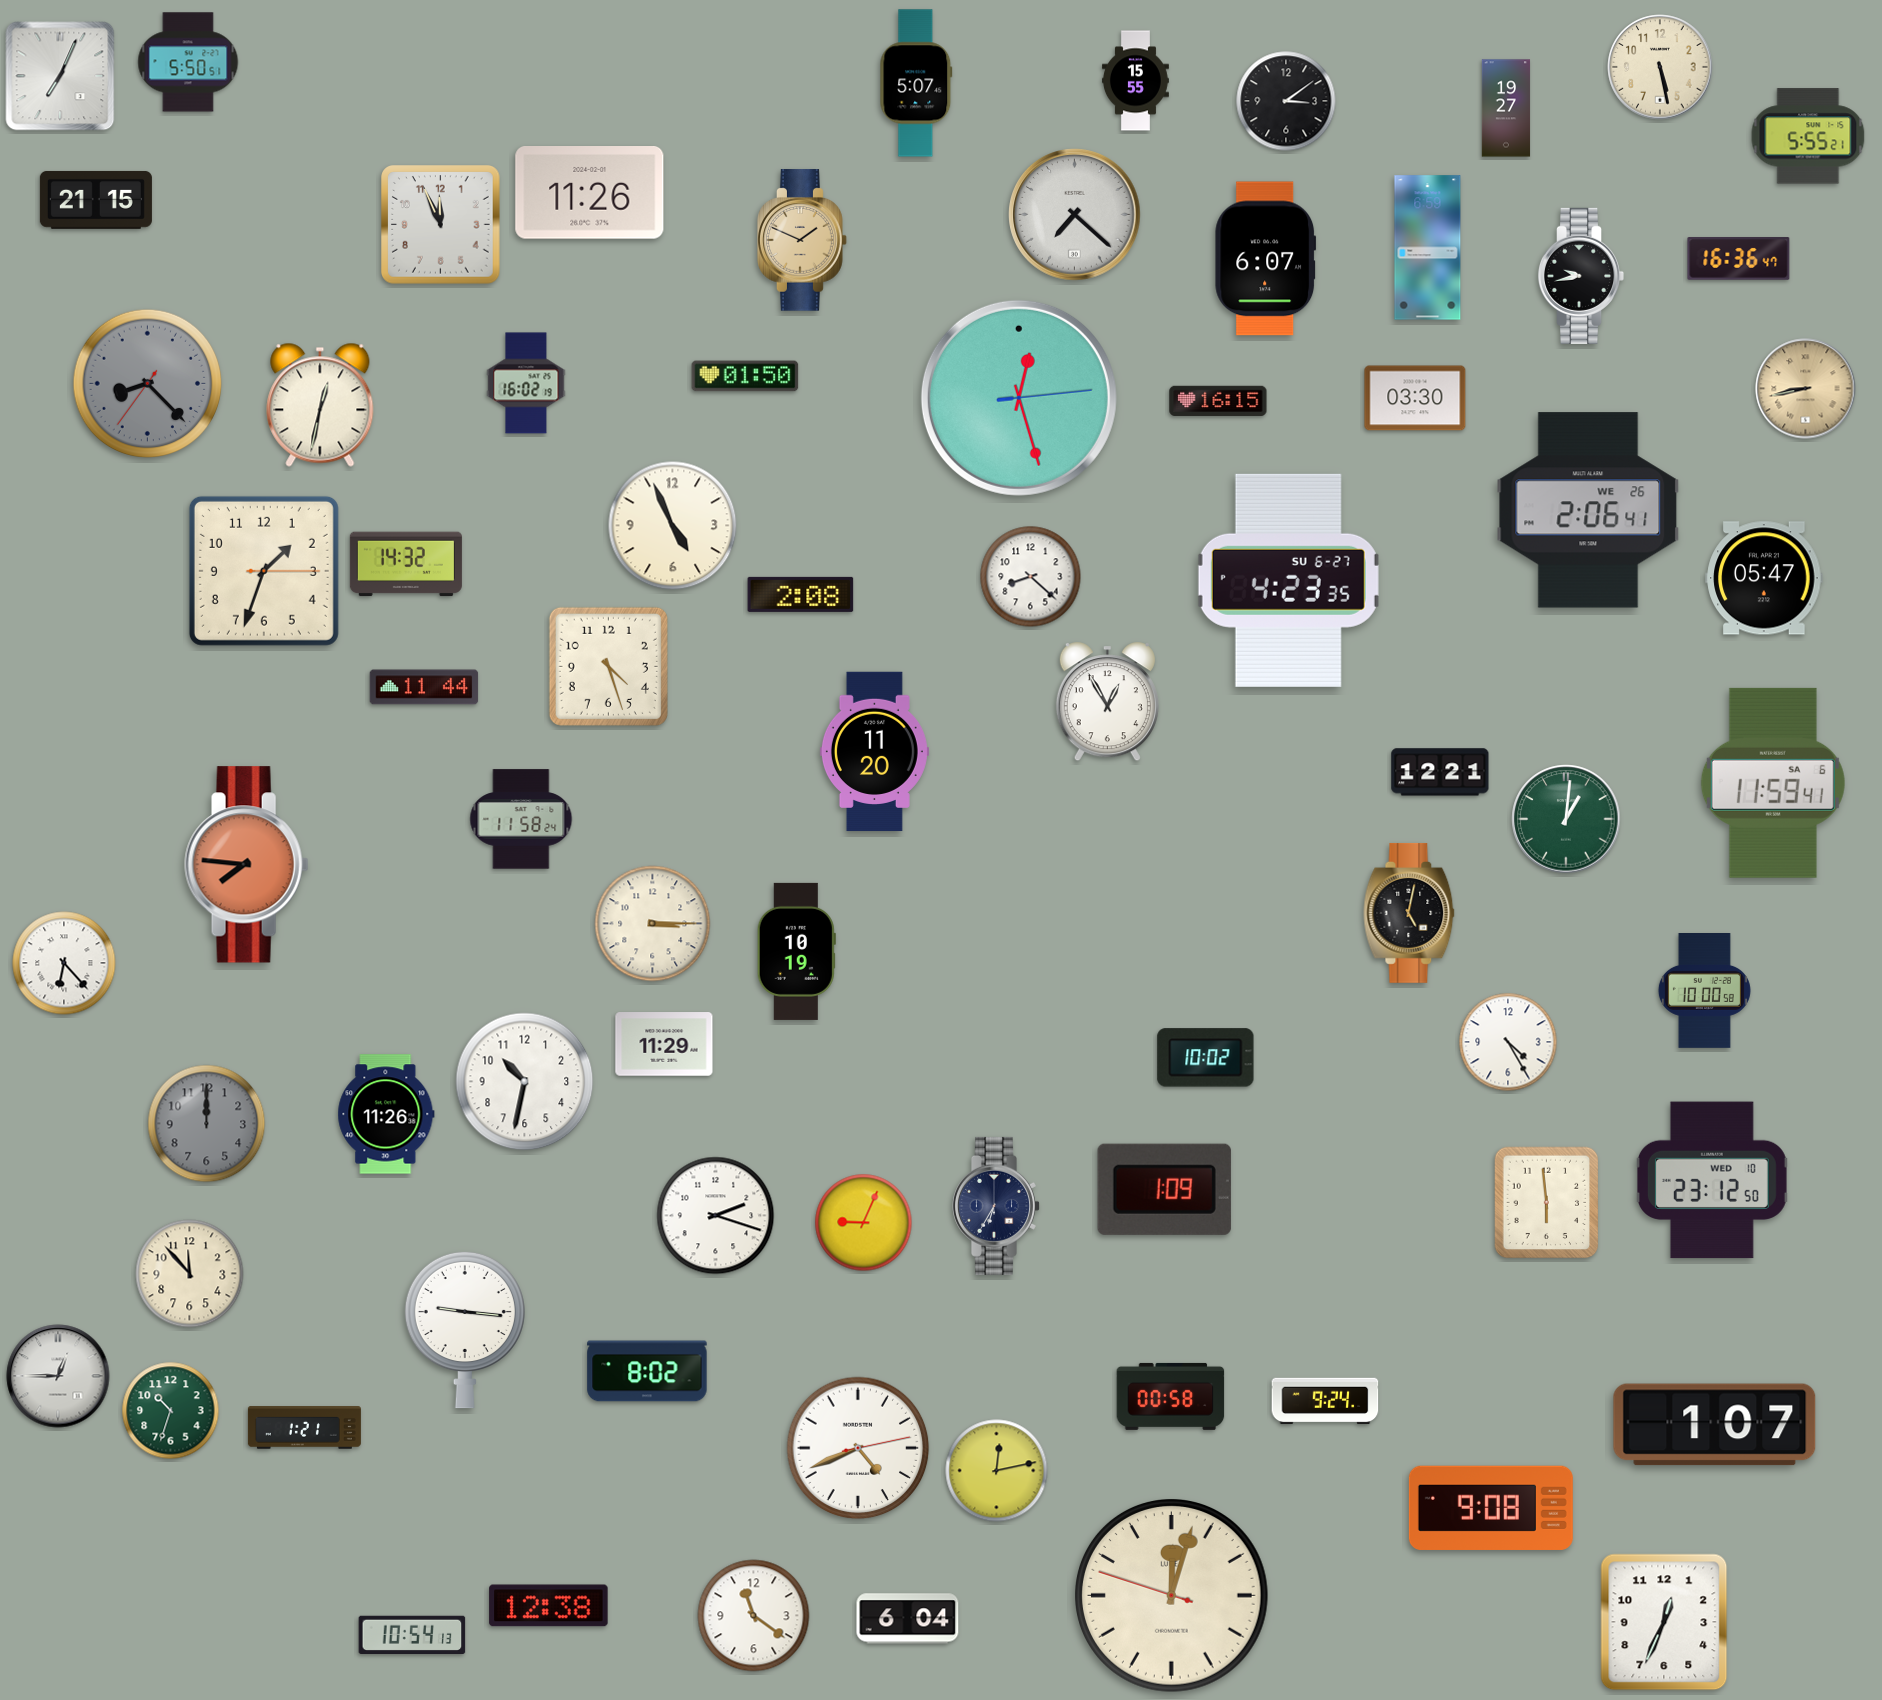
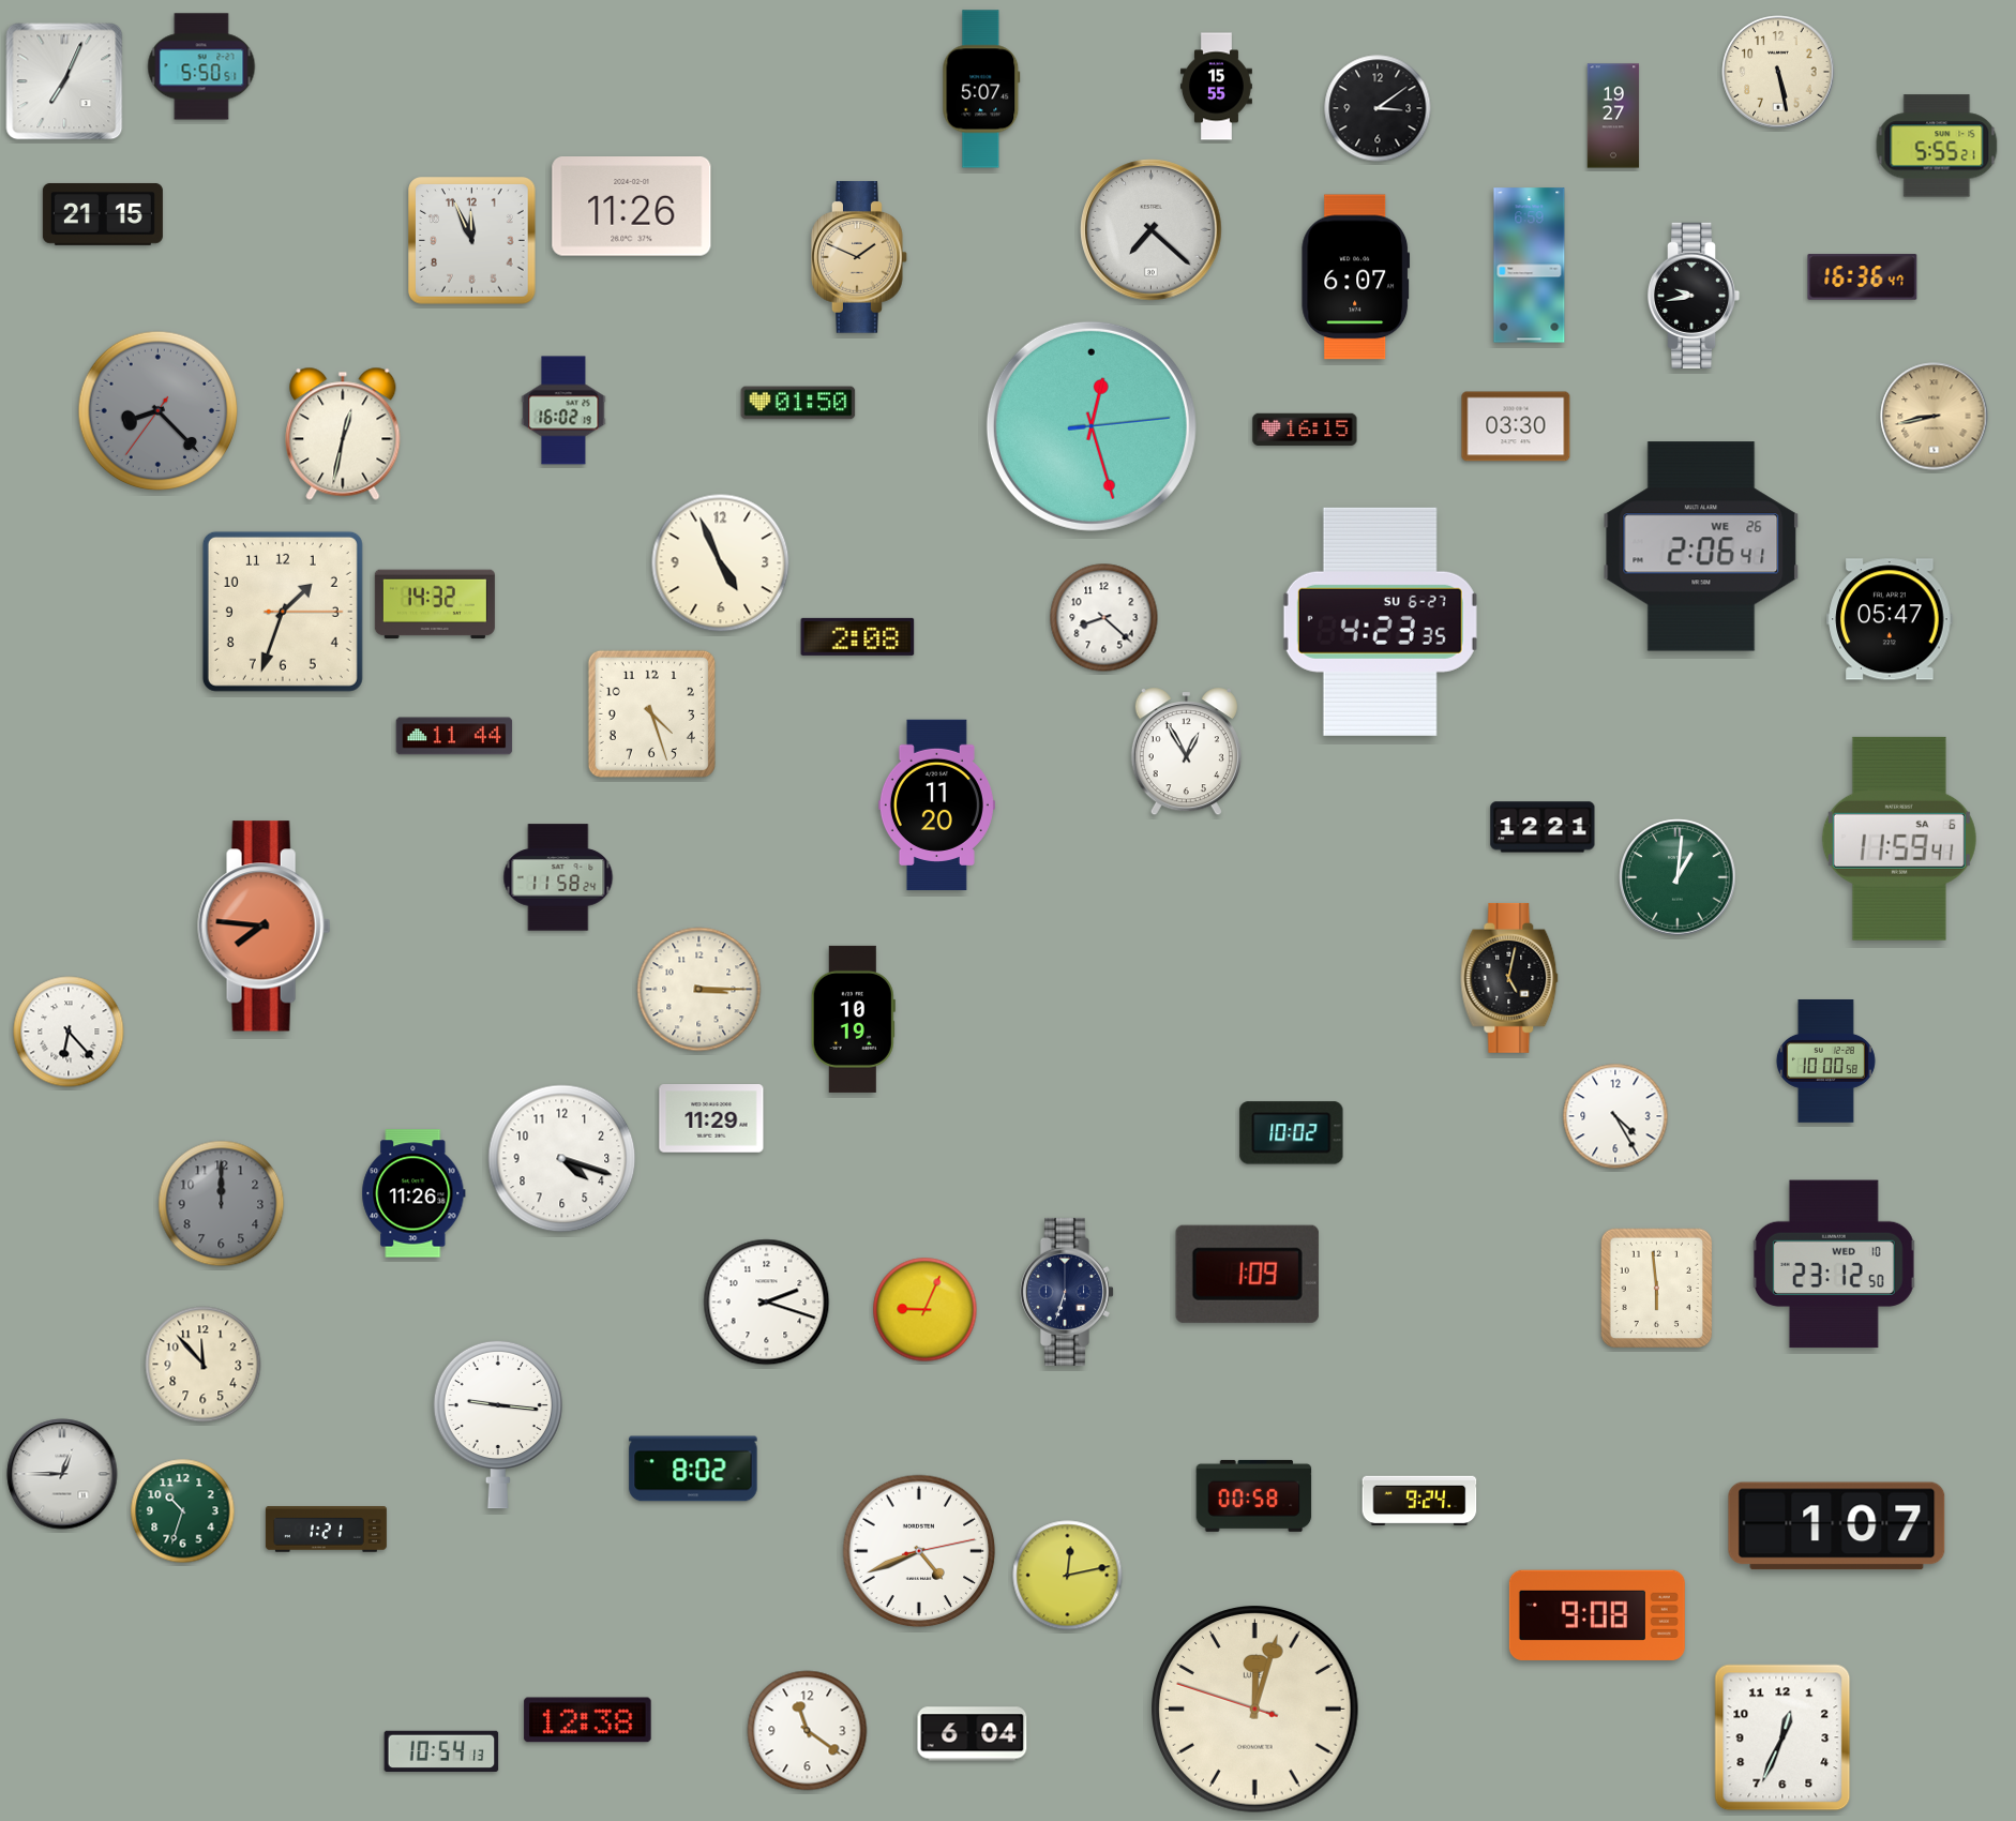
clock at (525, 1082): 10:32 -> 4:18
clock at (997, 1206): 6:35 -> 6:33
